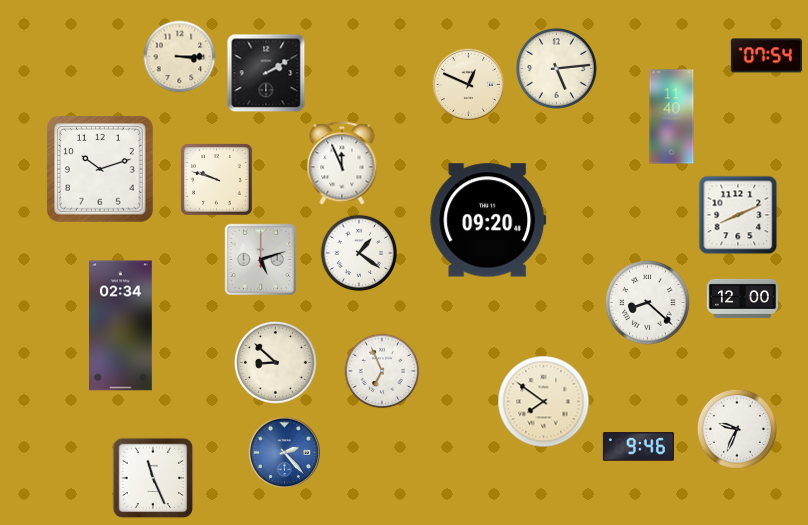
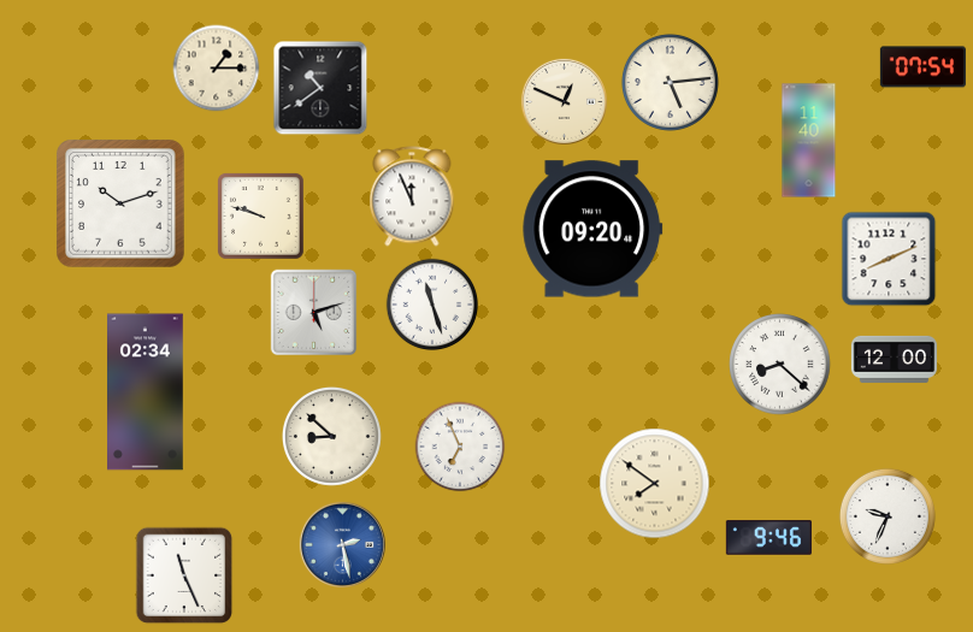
clock at (180, 57): 3:15 -> 1:15
clock at (266, 73): 2:10 -> 10:39
clock at (488, 220) position: (488, 220) -> (592, 229)
clock at (359, 253): 1:21 -> 11:27
clock at (284, 452): 2:23 -> 2:28
